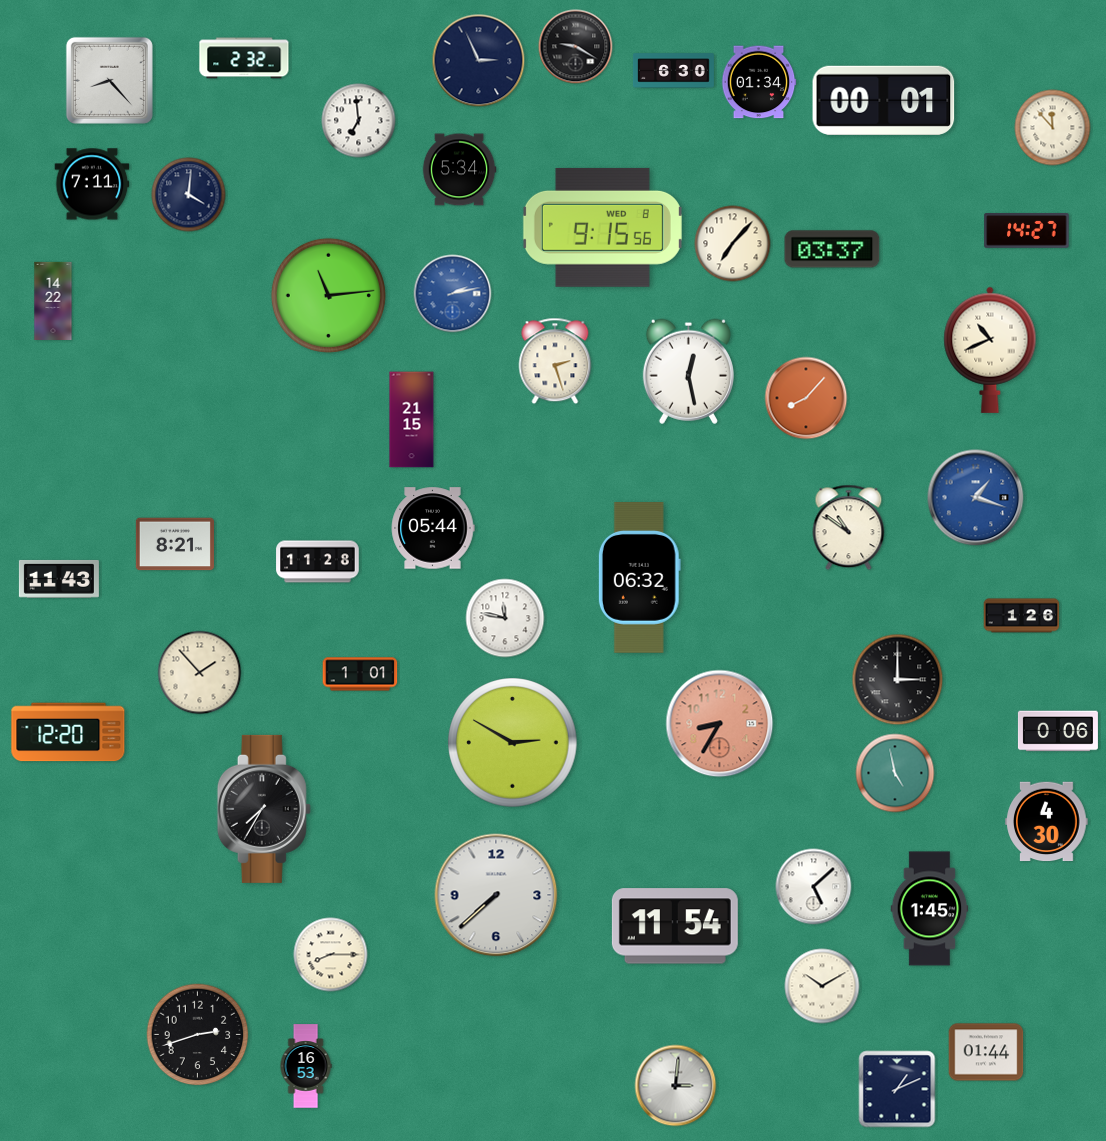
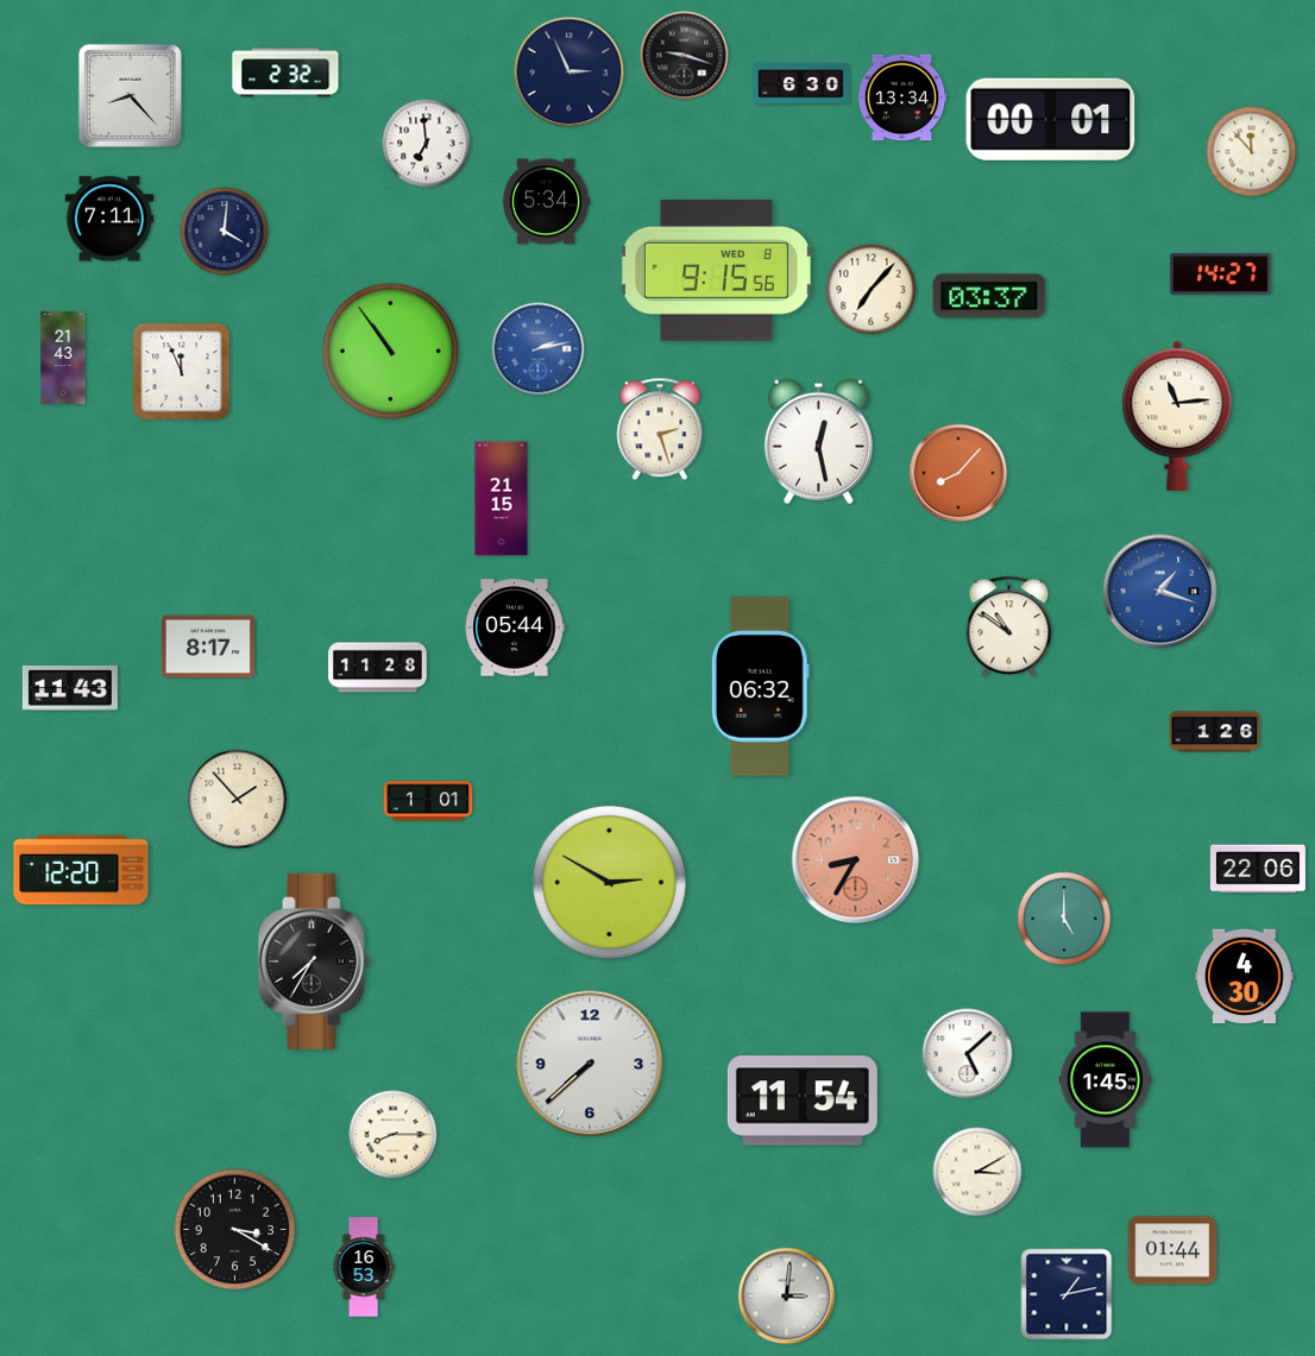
clock at (576, 47): 9:20 -> 9:18
clock at (244, 58) position: (244, 58) -> (285, 72)
clock at (759, 82): 01:34 -> 13:34
clock at (328, 295): 11:14 -> 10:54
clock at (53, 300): 14:22 -> 21:43
clock at (182, 372): none -> 11:56
clock at (990, 350): 10:41 -> 11:14
clock at (412, 420) position: (412, 420) -> (502, 499)
clock at (175, 544): 8:21 -> 8:17
clock at (505, 618): 11:47 -> none
clock at (898, 680): 3:00 -> none
clock at (1058, 731): 0:06 -> 22:06
clock at (895, 773): 4:58 -> 5:00
clock at (822, 986): 10:10 -> 3:10
clock at (198, 1035): 2:42 -> 3:20
clock at (676, 1086) position: (676, 1086) -> (787, 1297)
clock at (897, 1089): 1:11 -> 1:13
